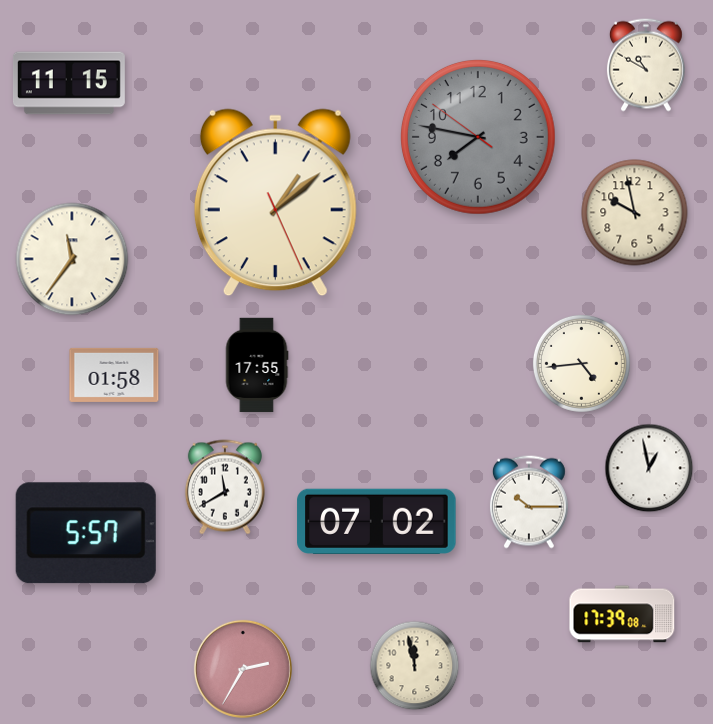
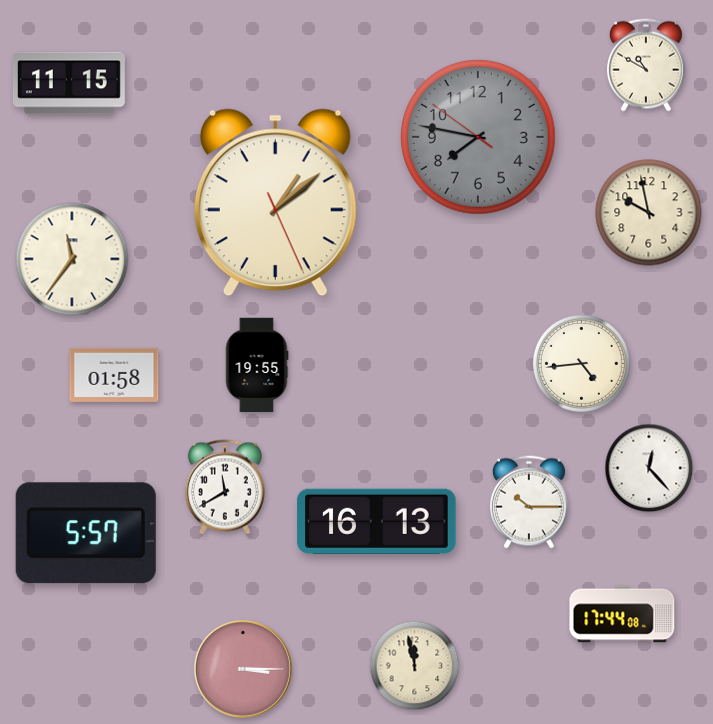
clock at (635, 213) position: (635, 213) -> (649, 213)
clock at (257, 365): 17:55 -> 19:55
clock at (649, 468): 12:58 -> 12:23
clock at (377, 521): 07:02 -> 16:13
clock at (622, 614): 17:39 -> 17:44
clock at (243, 669): 2:35 -> 3:15
